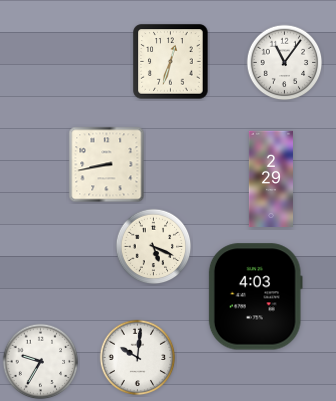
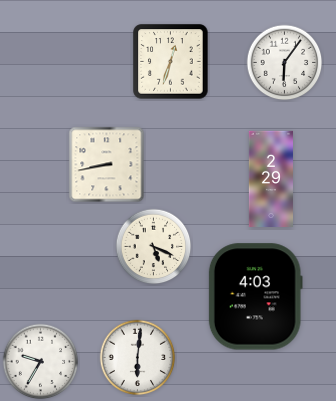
clock at (285, 63): 11:06 -> 6:06
clock at (138, 358): 10:01 -> 6:01
